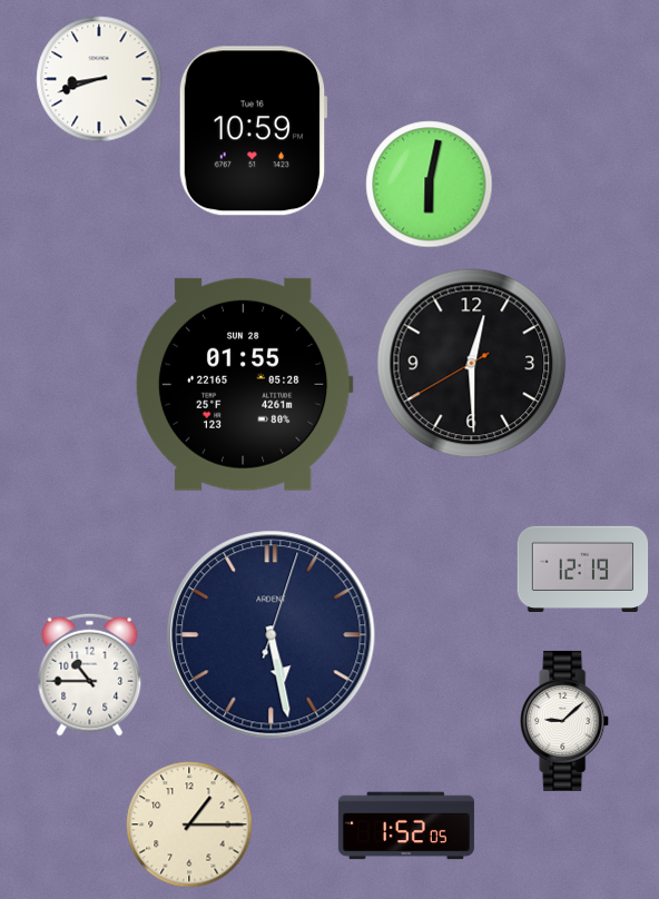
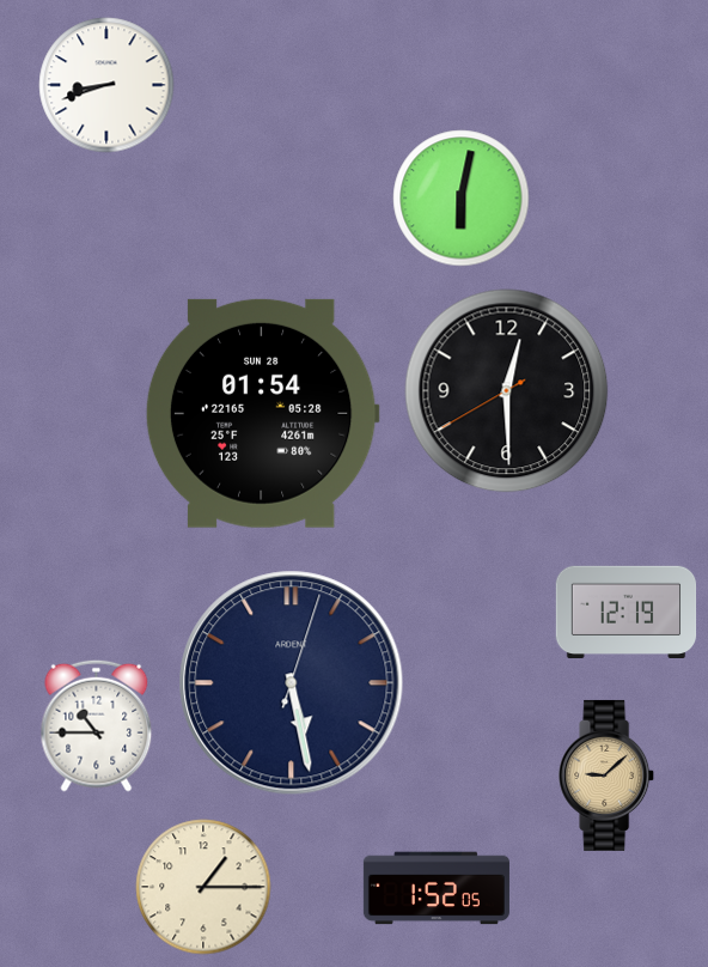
clock at (253, 131): 10:59 -> none
clock at (244, 384): 01:55 -> 01:54
clock at (565, 721) dial: white -> champagne
